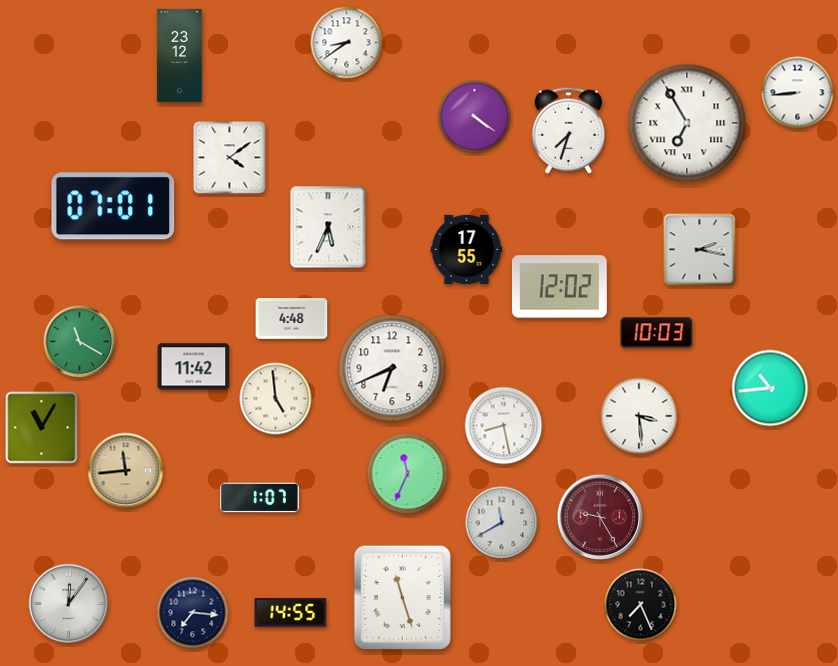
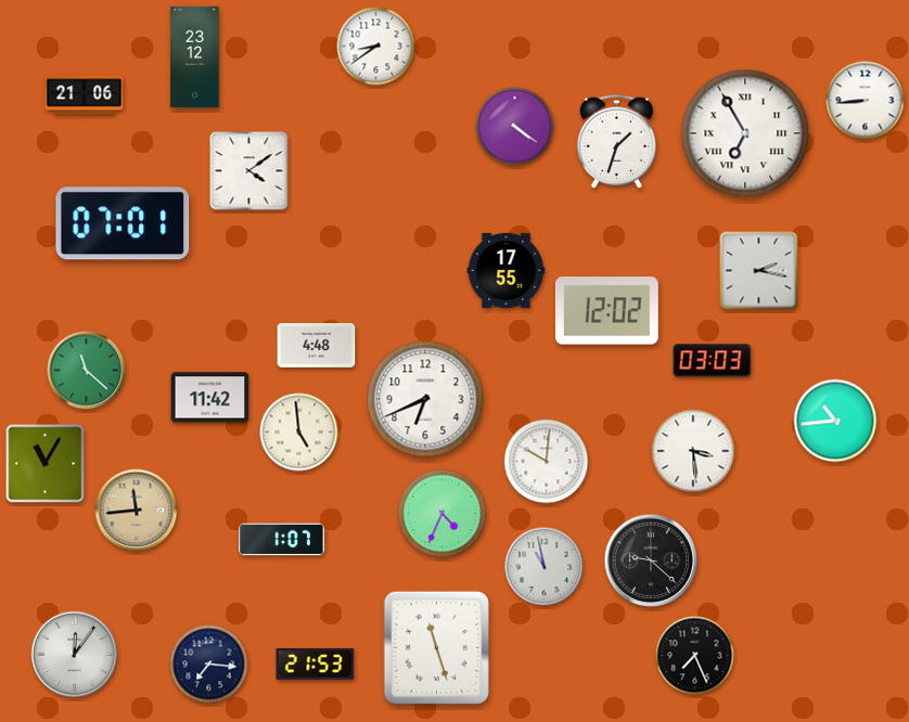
clock at (180, 55) position: (180, 55) -> (195, 56)
clock at (85, 95): none -> 21:06
clock at (569, 130): 7:33 -> 1:33
clock at (328, 227): 5:34 -> none
clock at (657, 333): 10:03 -> 03:03
clock at (80, 342): 11:20 -> 11:22
clock at (504, 426): 8:28 -> 10:01
clock at (408, 474): 11:34 -> 4:34
clock at (599, 516): 9:25 -> 9:22
clock at (599, 516) dial: burgundy -> black
clock at (502, 523): 11:40 -> 10:58
clock at (291, 613): 14:55 -> 21:53
